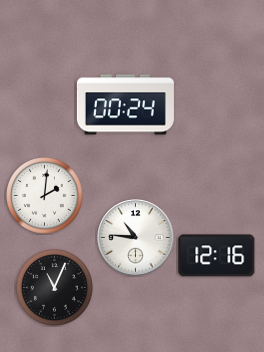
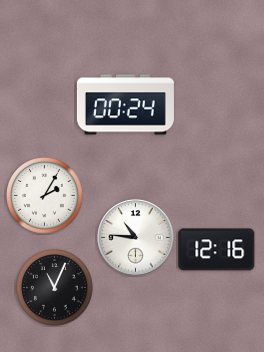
clock at (45, 196): 2:01 -> 2:05
clock at (217, 256) position: (217, 256) -> (217, 250)
